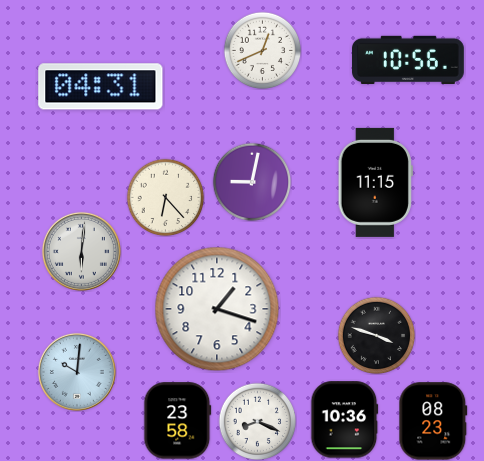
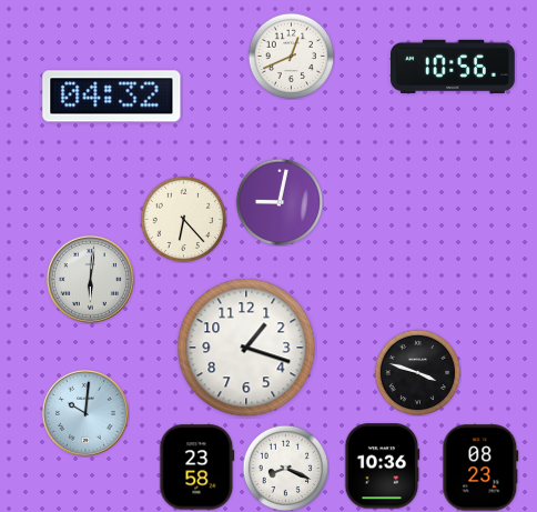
clock at (101, 87): 04:31 -> 04:32
clock at (375, 182): 11:15 -> none
clock at (217, 309) position: (217, 309) -> (246, 348)
